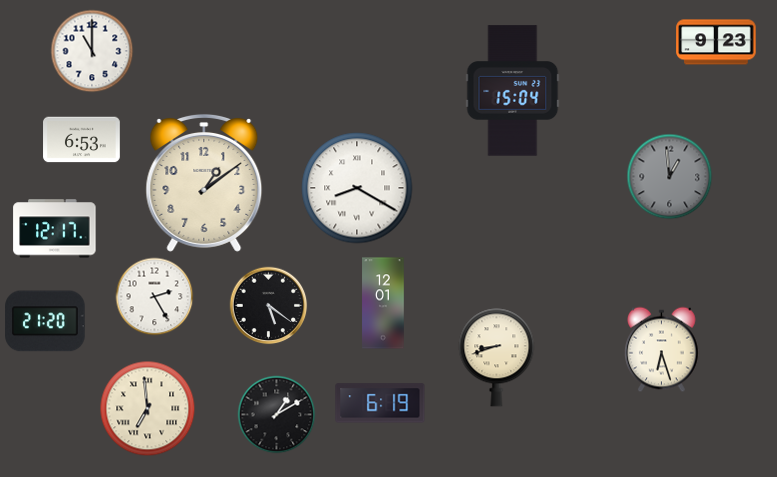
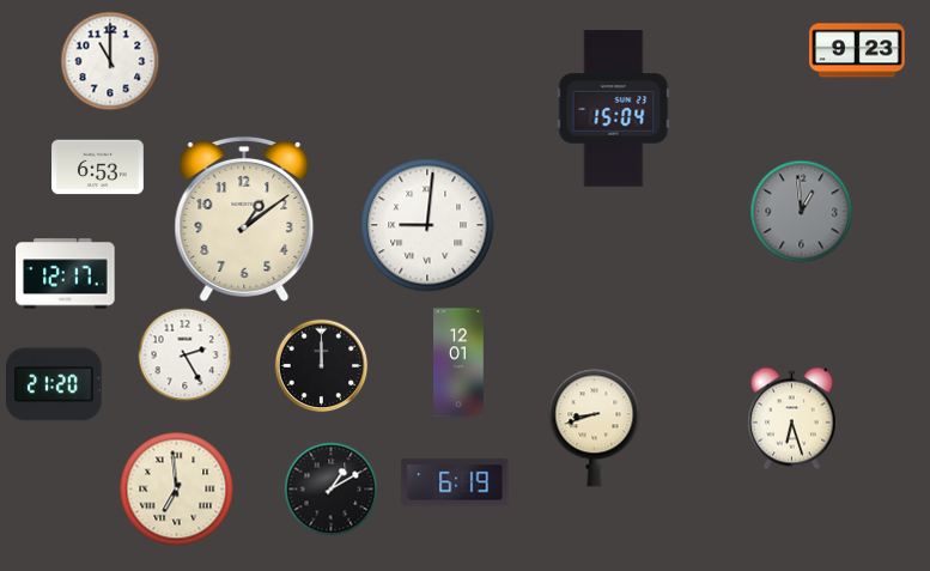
clock at (357, 188): 8:20 -> 9:01
clock at (268, 305): 5:21 -> 12:00
clock at (276, 414) position: (276, 414) -> (330, 488)
